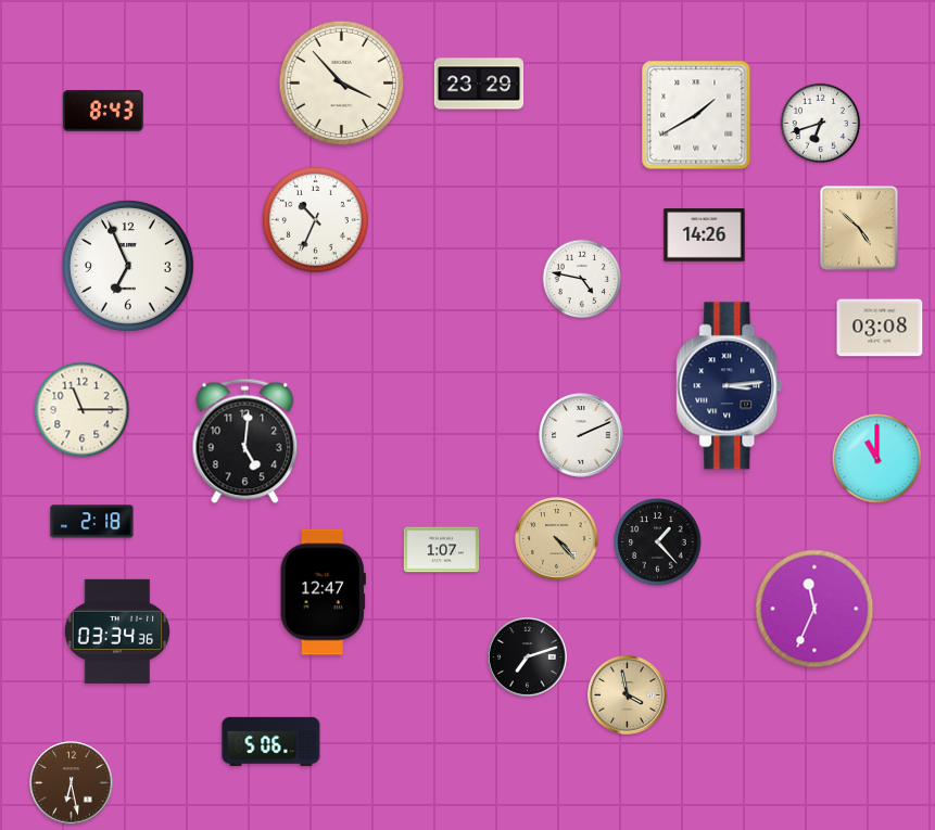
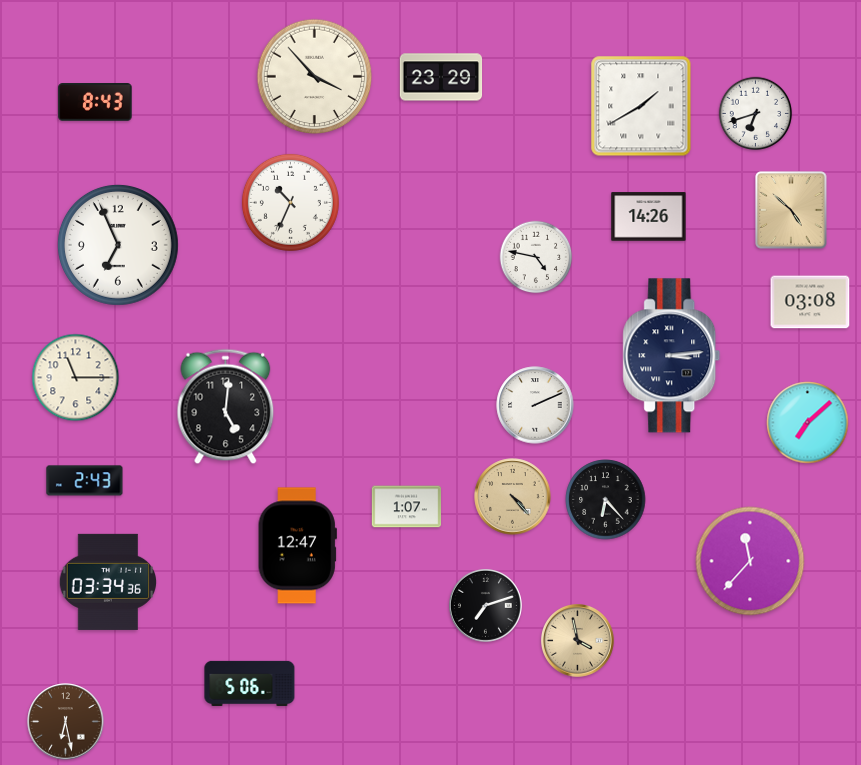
clock at (581, 435) position: (581, 435) -> (535, 405)
clock at (877, 459): 11:00 -> 7:08
clock at (92, 522): 2:18 -> 2:43
clock at (658, 542): 1:23 -> 6:23
clock at (814, 609): 11:34 -> 11:37
